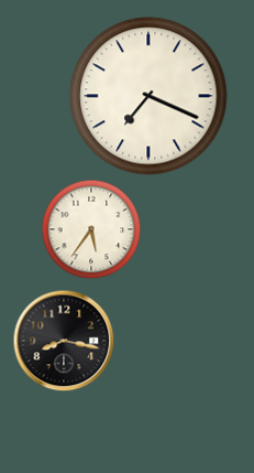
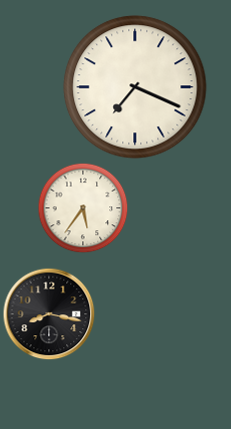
clock at (64, 341) position: (64, 341) -> (49, 314)
